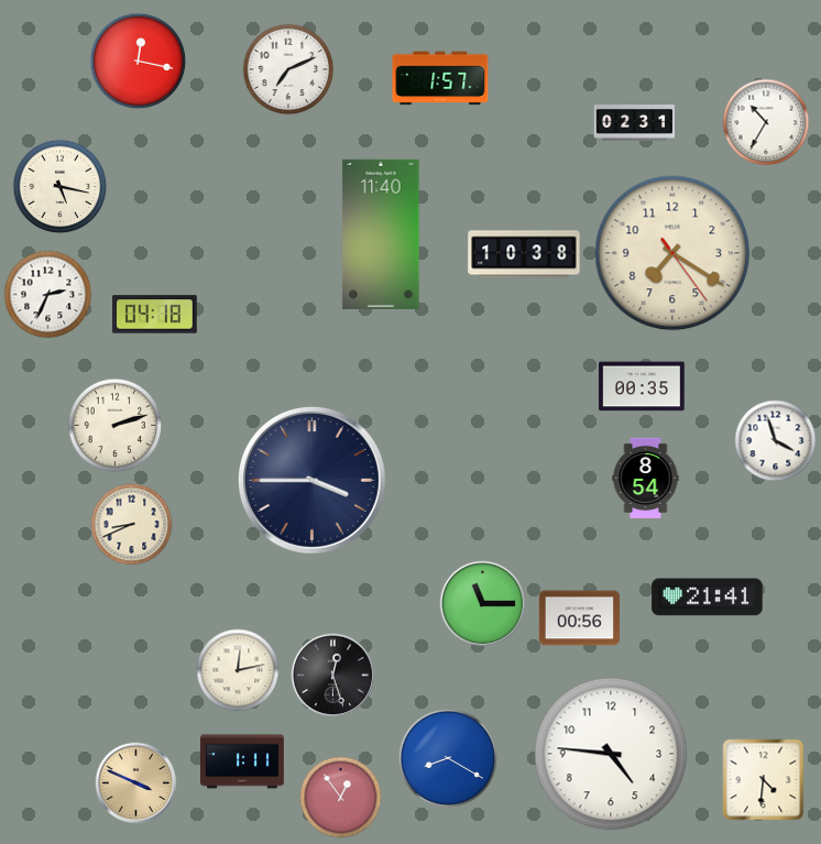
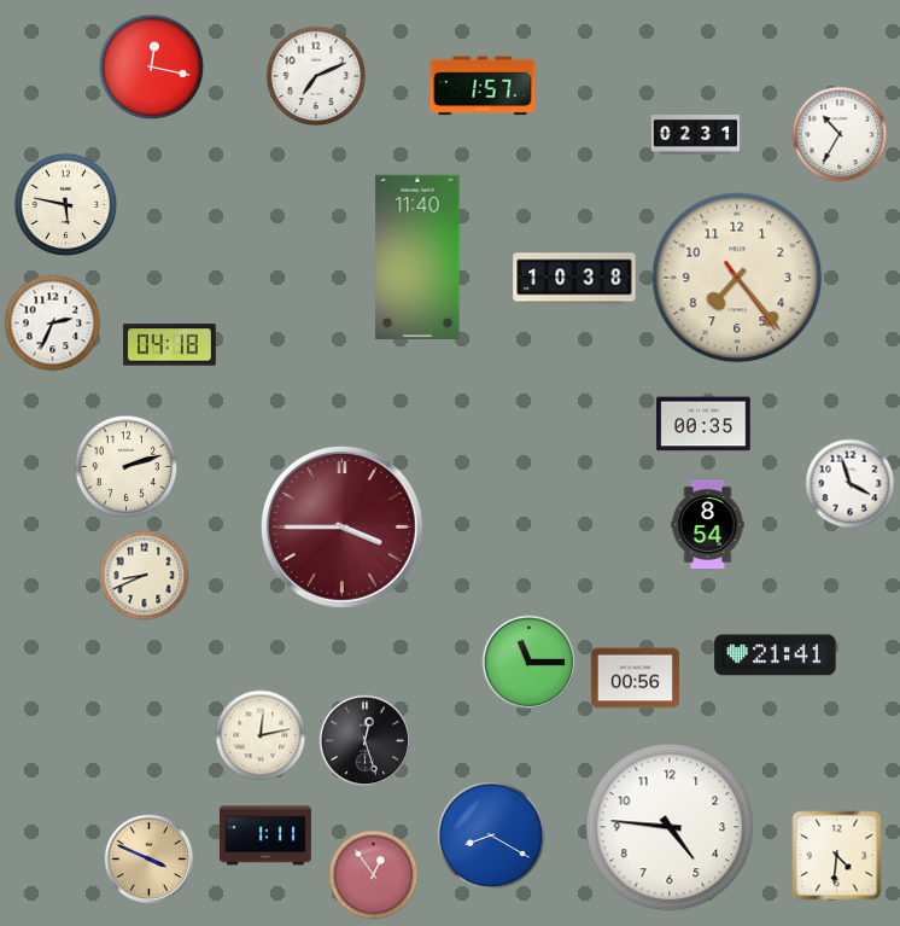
clock at (61, 187): 5:17 -> 5:47
clock at (672, 253): 7:20 -> 7:23
clock at (311, 480) dial: navy -> burgundy
clock at (447, 757) position: (447, 757) -> (490, 834)
